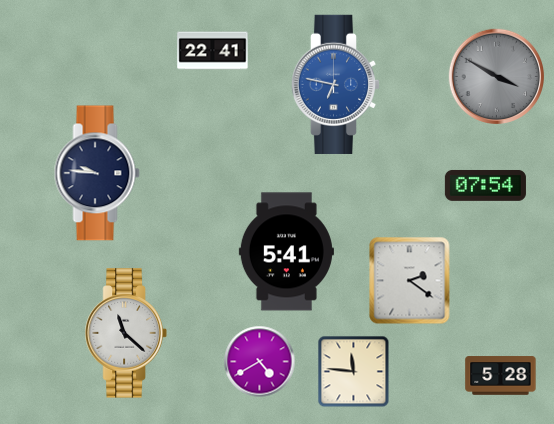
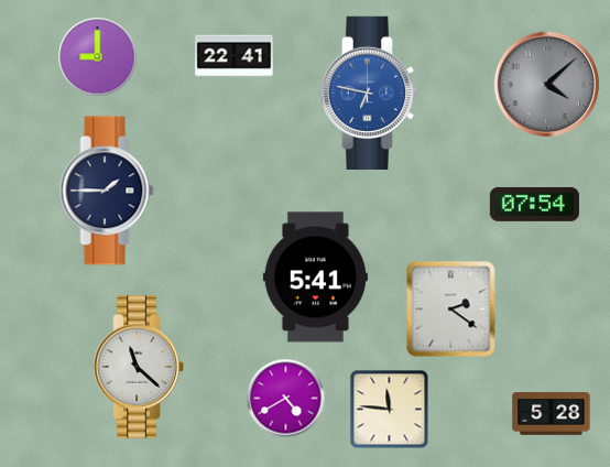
clock at (98, 57): none -> 9:00
clock at (496, 76): 3:50 -> 4:08
clock at (97, 173): 9:46 -> 1:45
